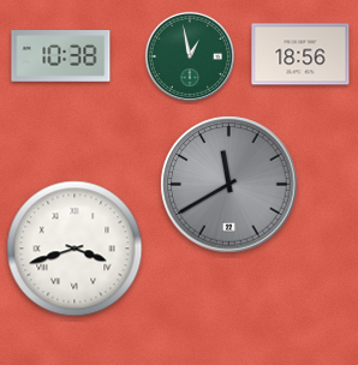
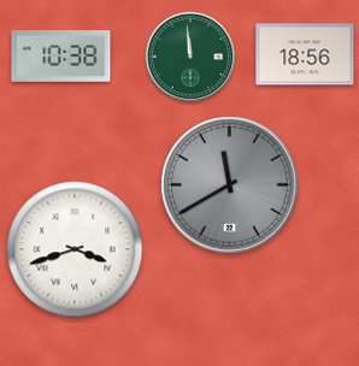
clock at (300, 54) position: (300, 54) -> (305, 54)
clock at (190, 56): 12:58 -> 11:59
